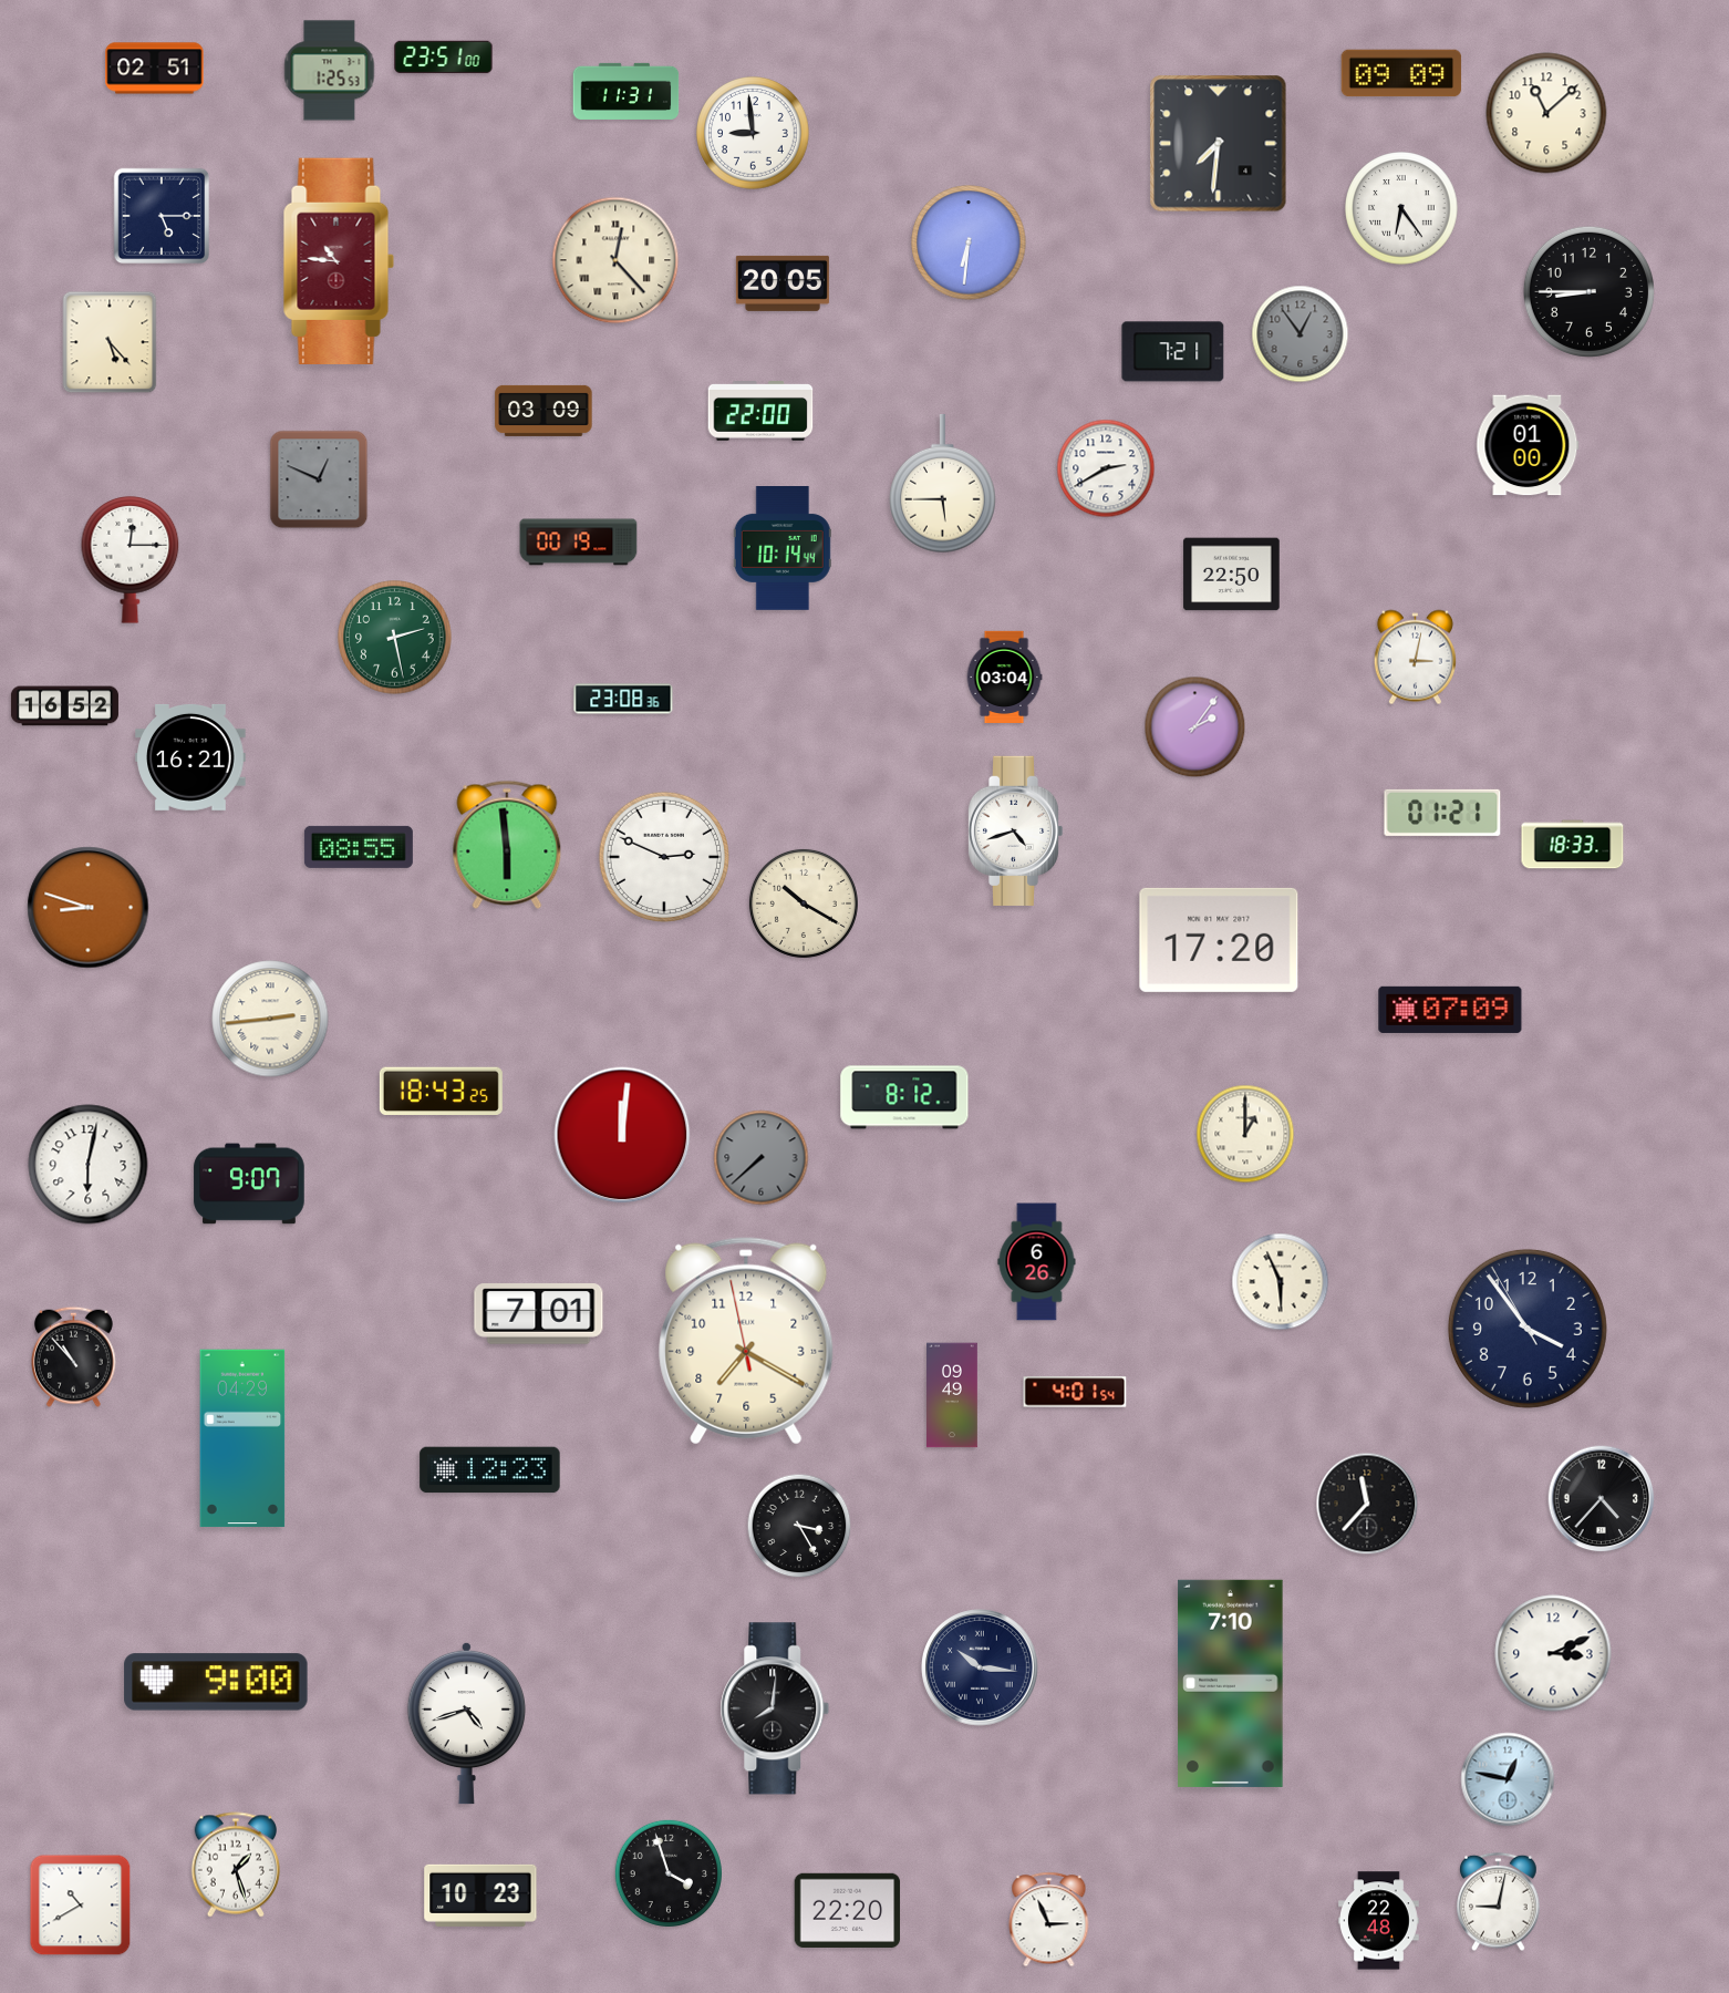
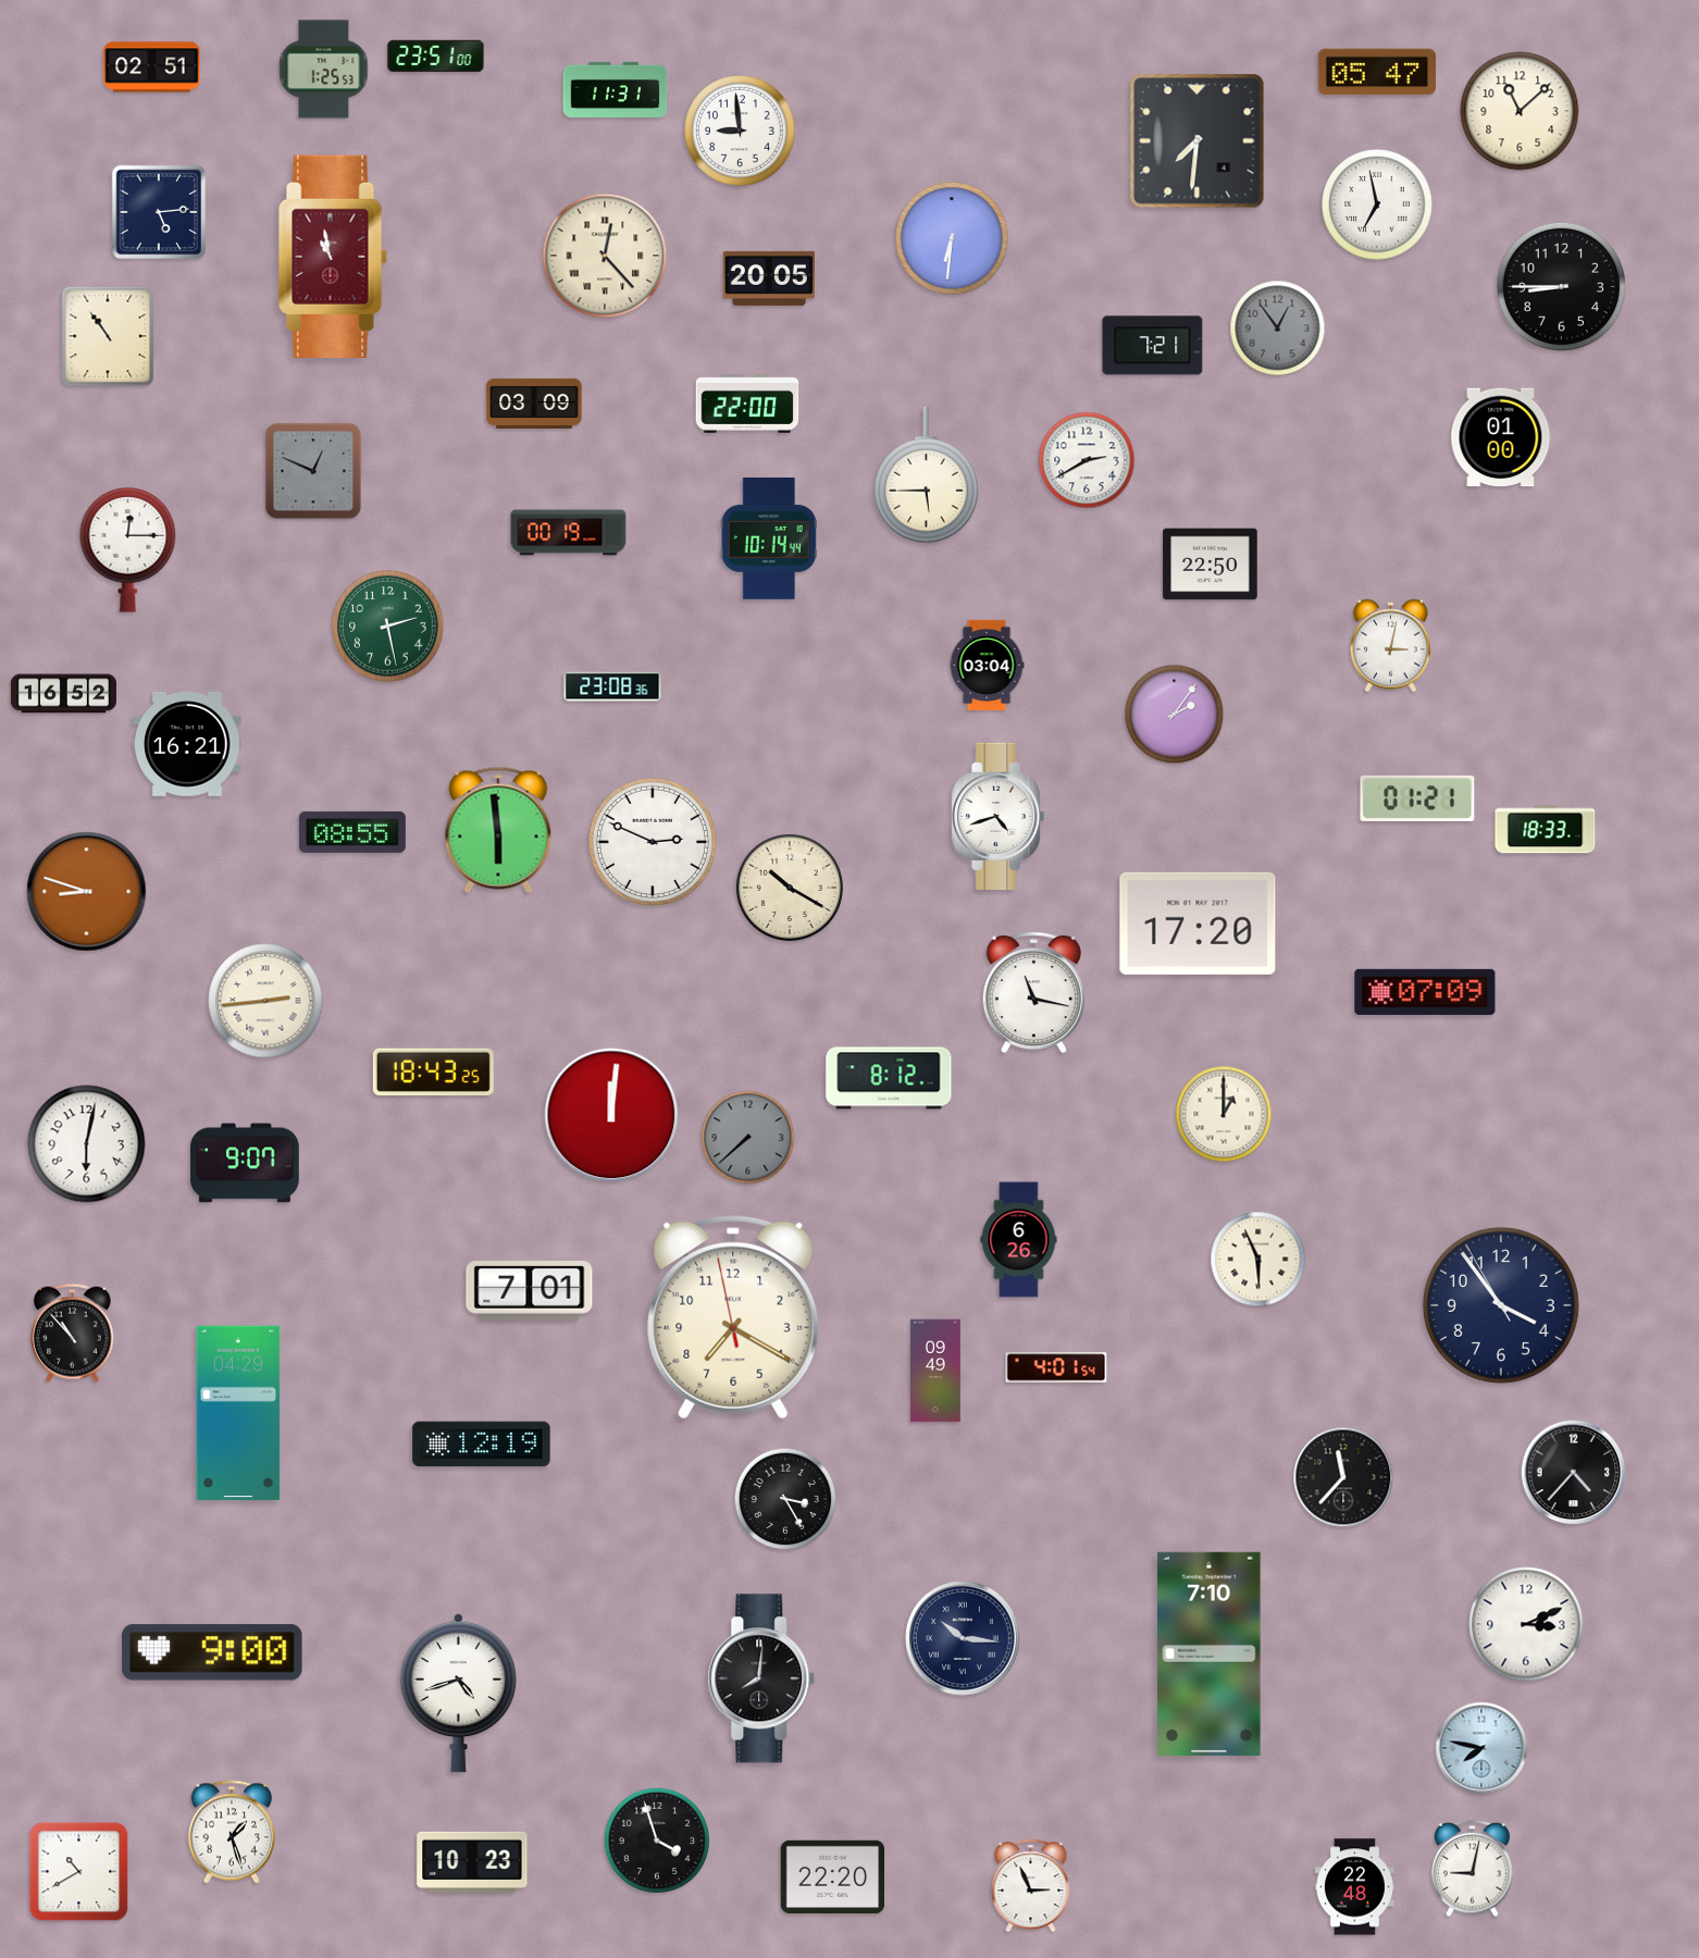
clock at (1401, 73): 09:09 -> 05:47
clock at (1401, 208): 6:24 -> 6:58
clock at (162, 216): 5:15 -> 5:14
clock at (339, 261): 10:46 -> 10:58
clock at (110, 342): 5:23 -> 10:54
clock at (1033, 993): none -> 11:17
clock at (490, 1470): 12:23 -> 12:19
clock at (1508, 1779): 12:47 -> 7:47
